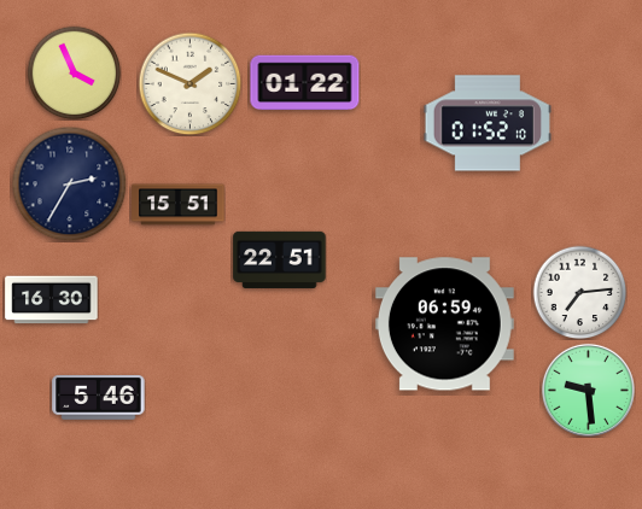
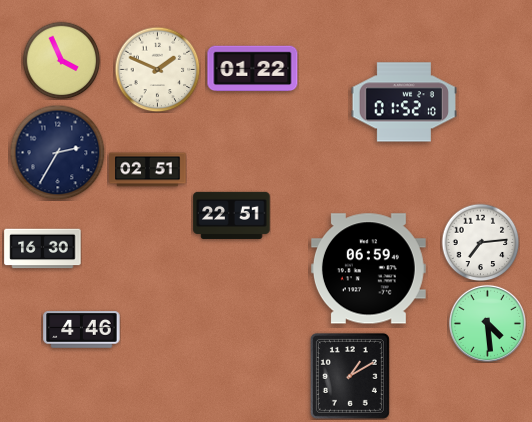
clock at (179, 205): 15:51 -> 02:51
clock at (588, 390): 9:29 -> 4:29
clock at (99, 398): 5:46 -> 4:46
clock at (350, 376): none -> 1:10
